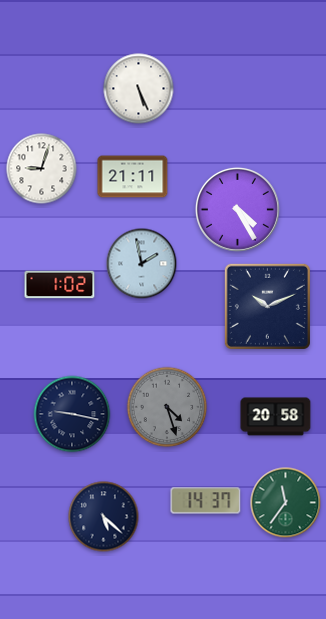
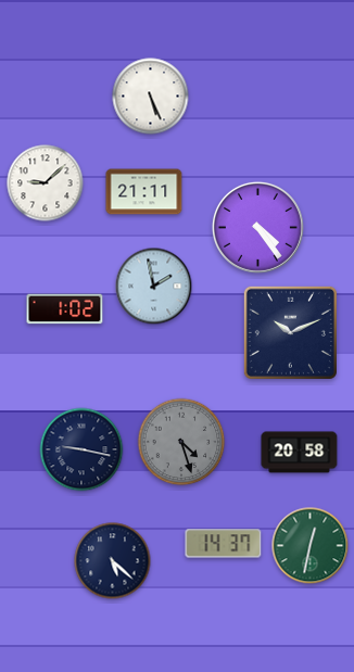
clock at (42, 169): 9:03 -> 9:08
clock at (237, 209): 4:25 -> 4:24
clock at (72, 414) position: (72, 414) -> (81, 449)
clock at (286, 503): 11:36 -> 12:32
